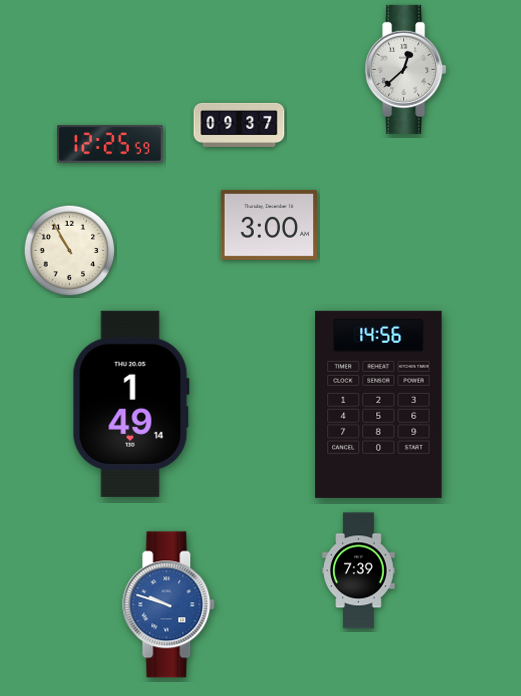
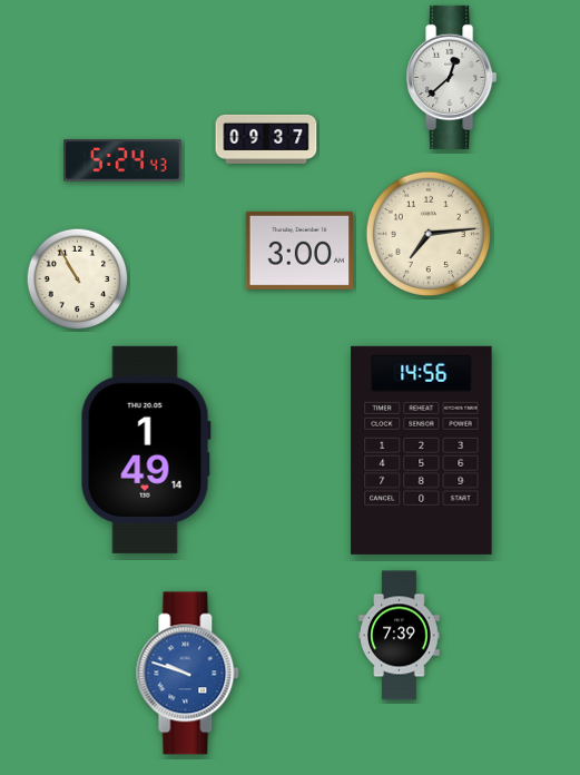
clock at (110, 144): 12:25 -> 5:24
clock at (427, 233): none -> 7:14
